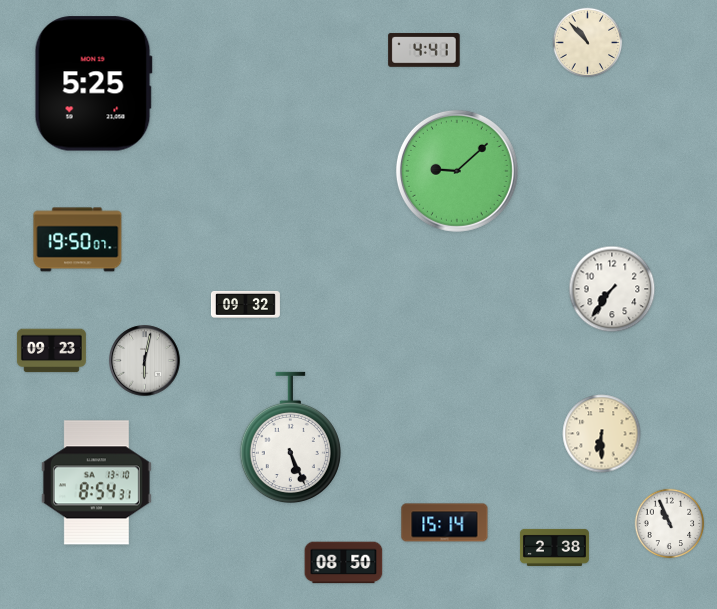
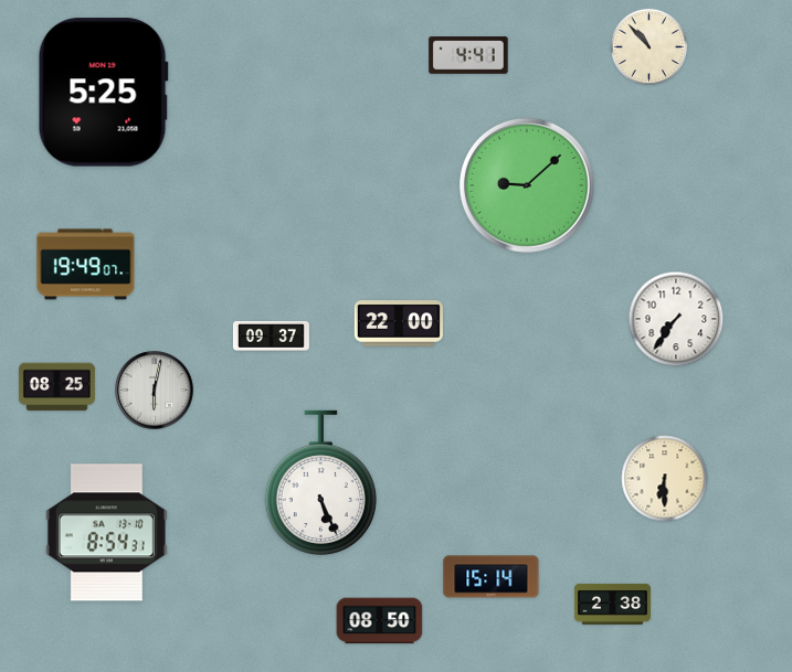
clock at (457, 171) position: (457, 171) -> (527, 185)
clock at (78, 240): 19:50 -> 19:49
clock at (399, 323): none -> 22:00
clock at (245, 304): 09:32 -> 09:37
clock at (51, 351): 09:23 -> 08:25
clock at (145, 361) position: (145, 361) -> (155, 391)
clock at (670, 524): 10:56 -> none
